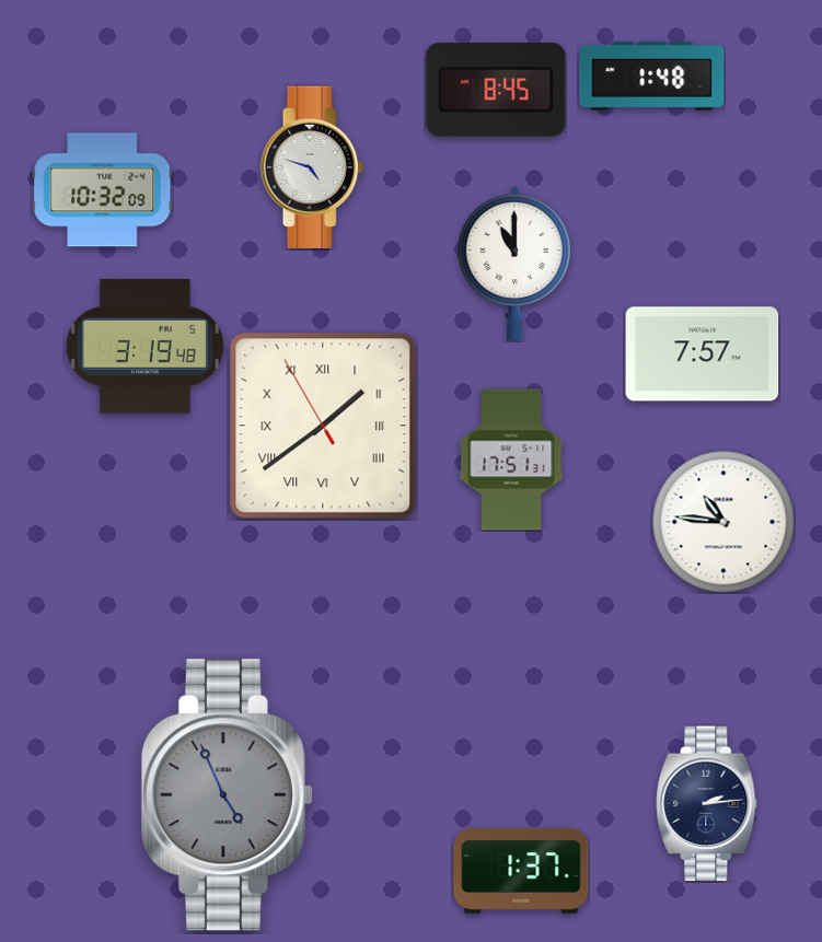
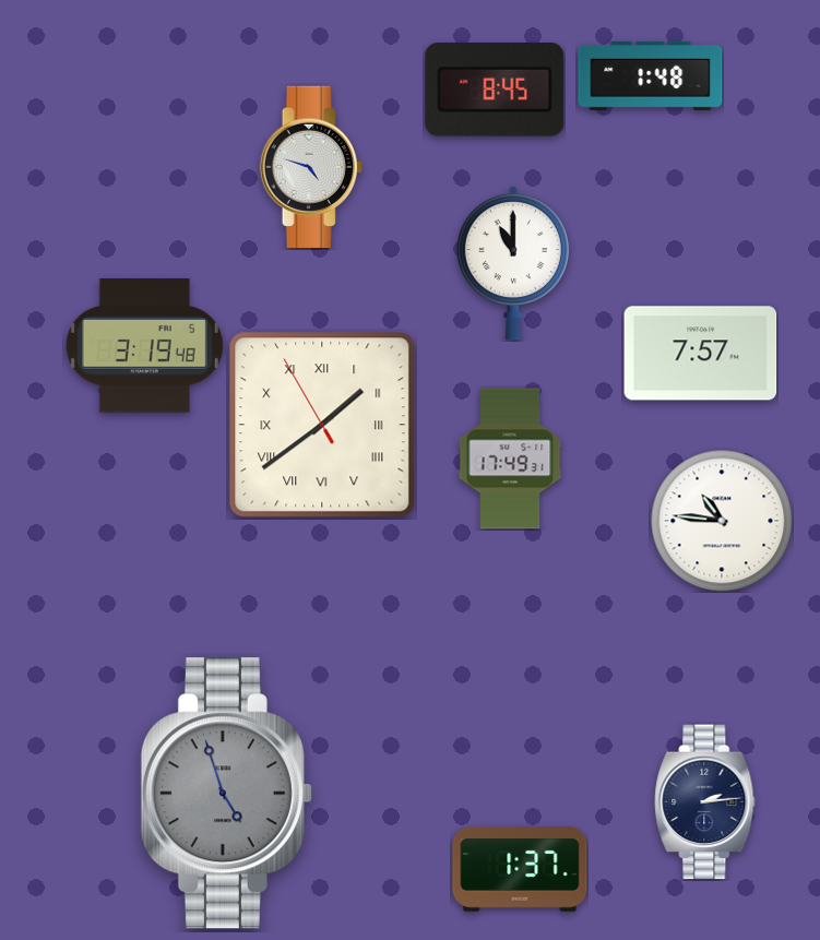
clock at (103, 190): 10:32 -> none
clock at (511, 460): 17:51 -> 17:49
clock at (227, 795): 4:56 -> 4:57
